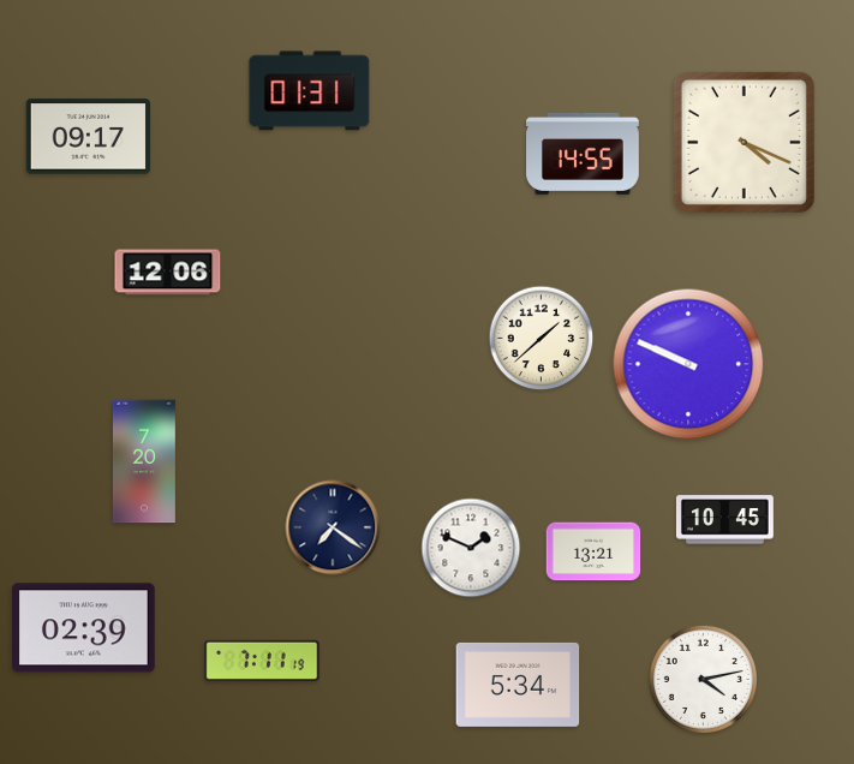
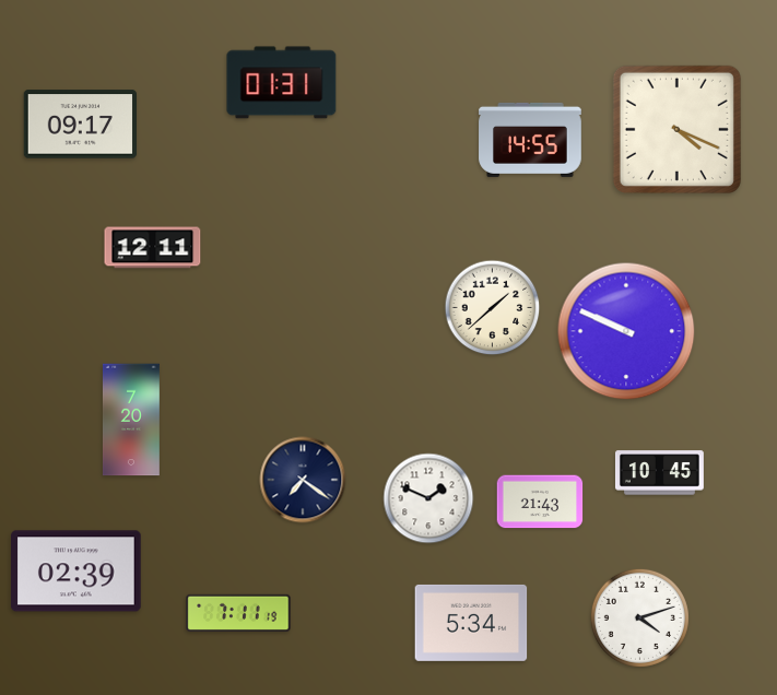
clock at (168, 273): 12:06 -> 12:11
clock at (593, 551): 13:21 -> 21:43
clock at (262, 659) position: (262, 659) -> (238, 612)
clock at (703, 679): 4:13 -> 4:12
